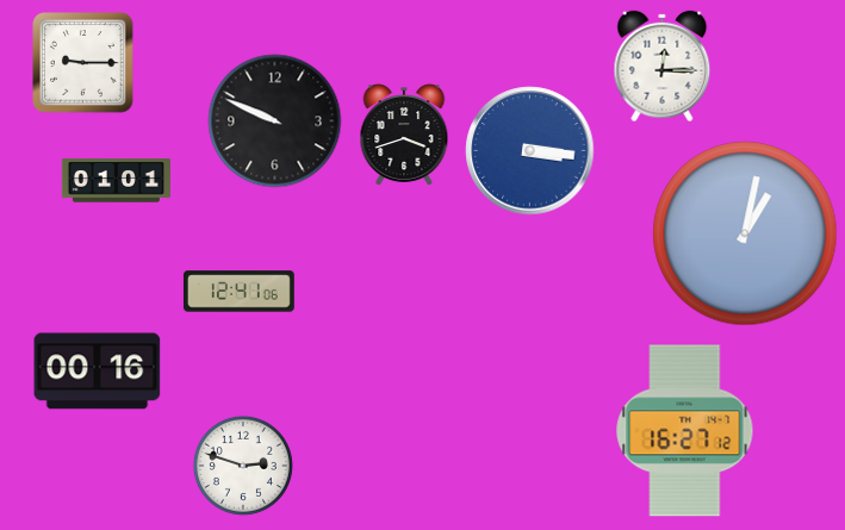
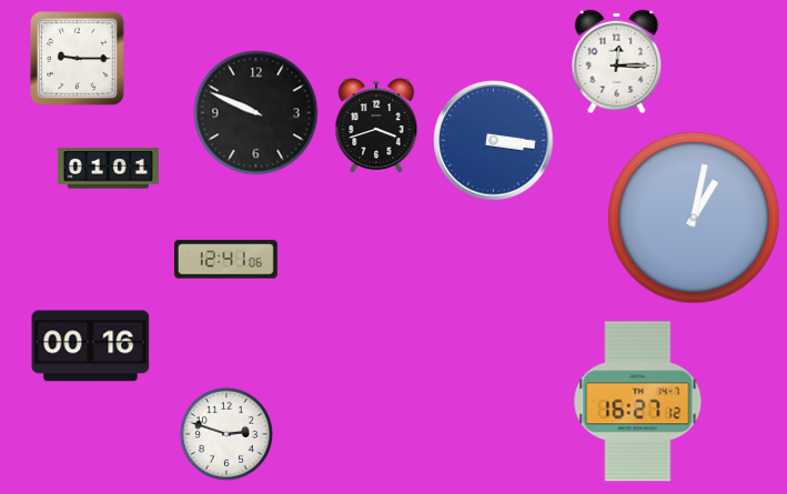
clock at (238, 292) position: (238, 292) -> (225, 260)
